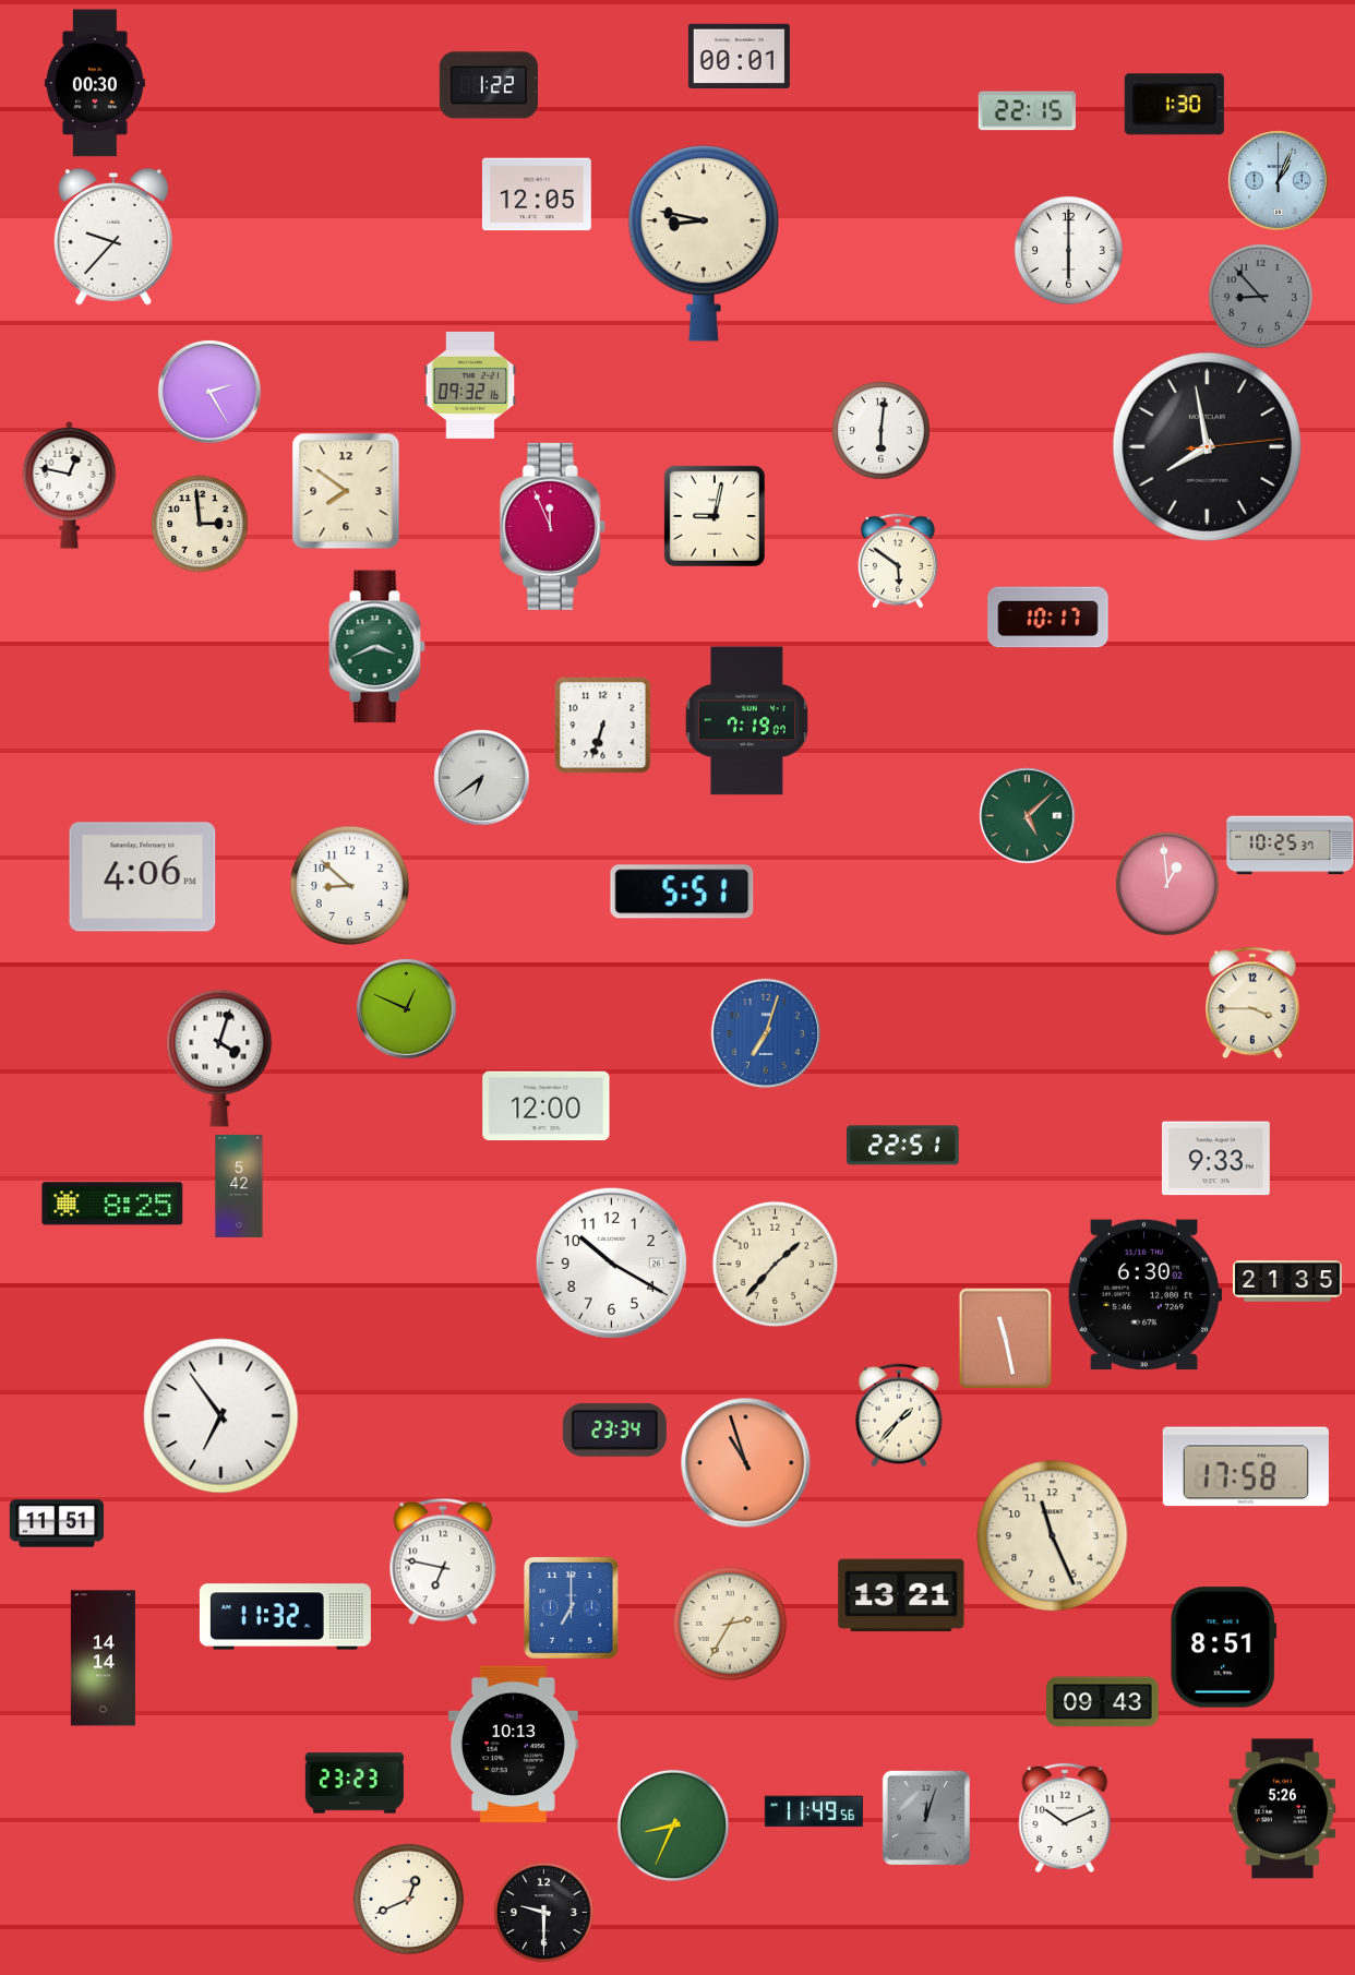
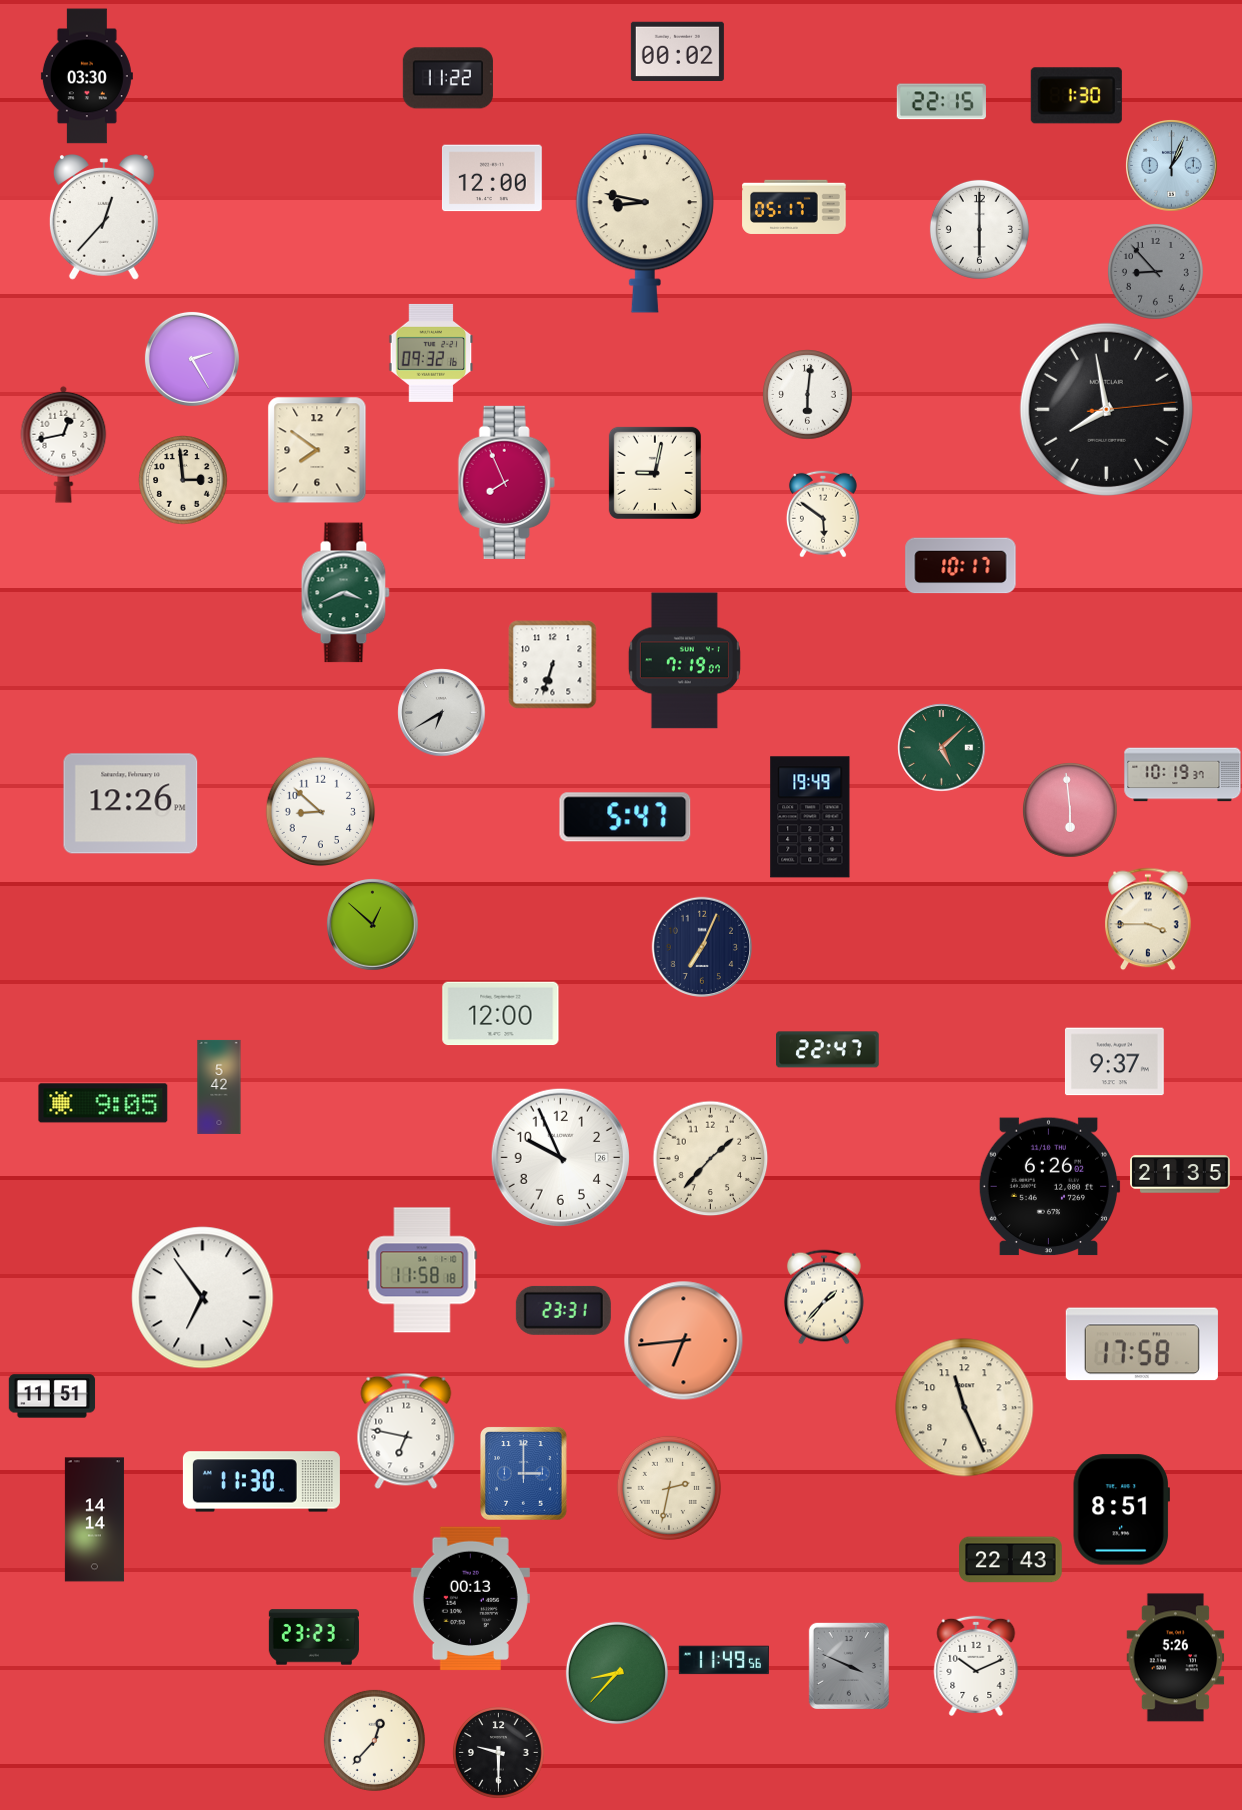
clock at (739, 56): 00:01 -> 00:02
clock at (95, 83): 00:30 -> 03:30
clock at (489, 85): 1:22 -> 11:22
clock at (537, 194): 12:05 -> 12:00
clock at (794, 207): none -> 05:17
clock at (113, 238): 9:37 -> 12:37
clock at (70, 484): 12:47 -> 12:43
clock at (552, 526): 11:56 -> 7:56
clock at (481, 777): 6:39 -> 6:40
clock at (1291, 846): 10:25 -> 10:19
clock at (143, 877): 4:06 -> 12:26
clock at (1167, 884): 12:59 -> 5:59
clock at (682, 891): 5:51 -> 5:47
clock at (810, 817): none -> 19:49
clock at (407, 1009): 12:49 -> 12:52
clock at (765, 1032): 7:03 -> 7:04
clock at (765, 1032) dial: blue -> navy
clock at (219, 1058): 4:03 -> none
clock at (903, 1146): 22:51 -> 22:47
clock at (1215, 1159): 9:33 -> 9:37
clock at (112, 1204): 8:25 -> 9:05
clock at (611, 1262): 10:20 -> 9:56
clock at (1144, 1295): 6:30 -> 6:26
clock at (1006, 1338): 11:28 -> none
clock at (422, 1270): none -> 11:58
clock at (614, 1429): 23:34 -> 23:31
clock at (746, 1463): 10:57 -> 6:44
clock at (901, 1595): 13:21 -> none
clock at (572, 1608): 7:00 -> 3:00
clock at (285, 1617): 11:32 -> 11:30
clock at (730, 1624): 2:35 -> 2:32
clock at (1103, 1702): 09:43 -> 22:43
clock at (513, 1745): 10:13 -> 00:13
clock at (355, 1783) position: (355, 1783) -> (314, 1637)
clock at (814, 1811) position: (814, 1811) -> (724, 1660)
clock at (926, 1818): 12:03 -> 3:49
clock at (673, 1826): 8:34 -> 8:37
clock at (408, 1899): 12:41 -> 12:37
